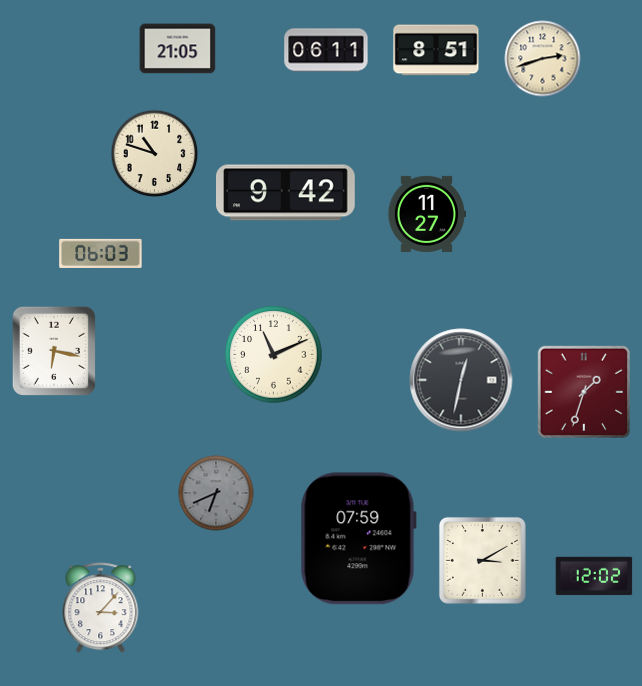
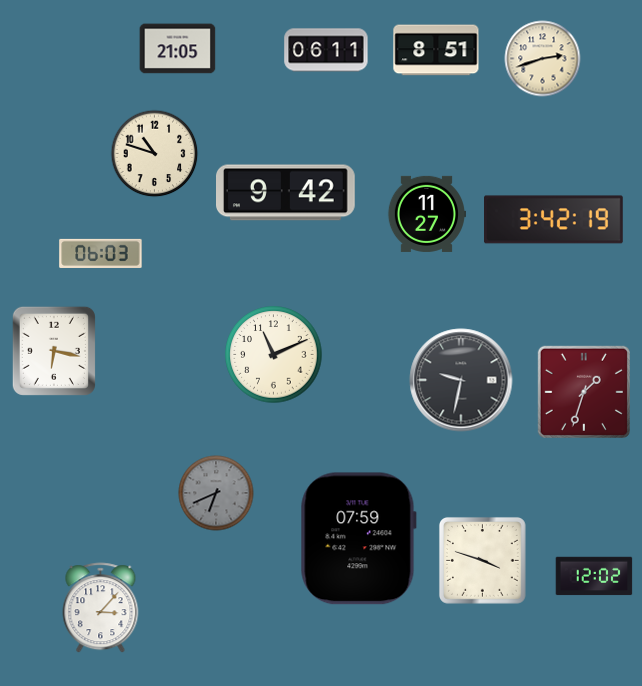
clock at (554, 220): none -> 3:42
clock at (461, 380): 12:32 -> 9:32
clock at (482, 560): 3:10 -> 3:48
